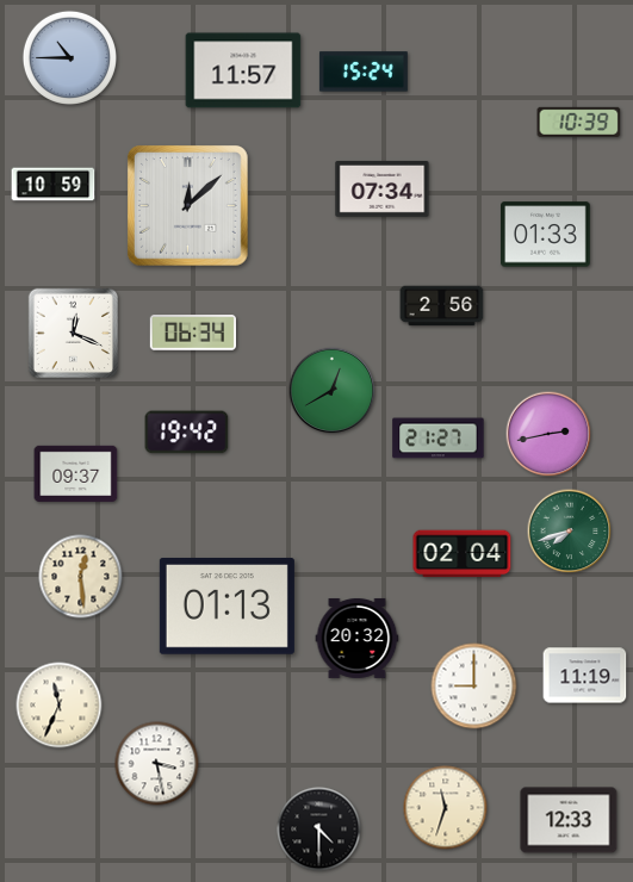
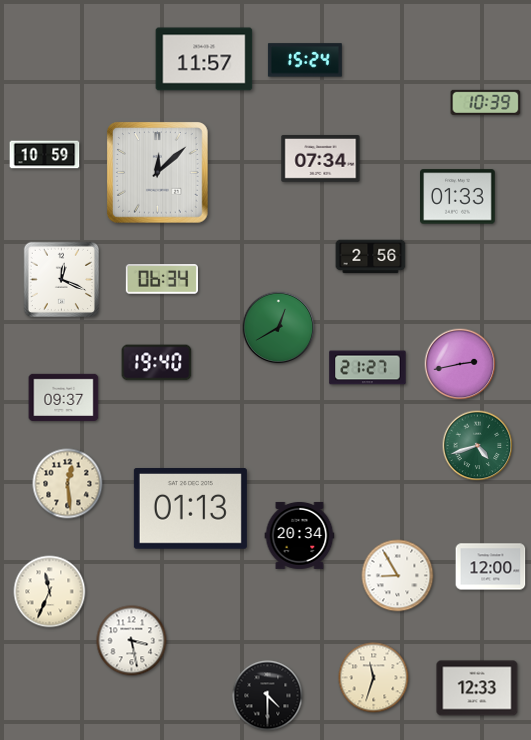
clock at (69, 57): 10:45 -> none
clock at (187, 433): 19:42 -> 19:40
clock at (570, 532): 7:42 -> 4:42
clock at (463, 554): 02:04 -> none
clock at (358, 638): 20:32 -> 20:34
clock at (585, 676): 11:19 -> 12:00
clock at (474, 687): 9:00 -> 8:55
